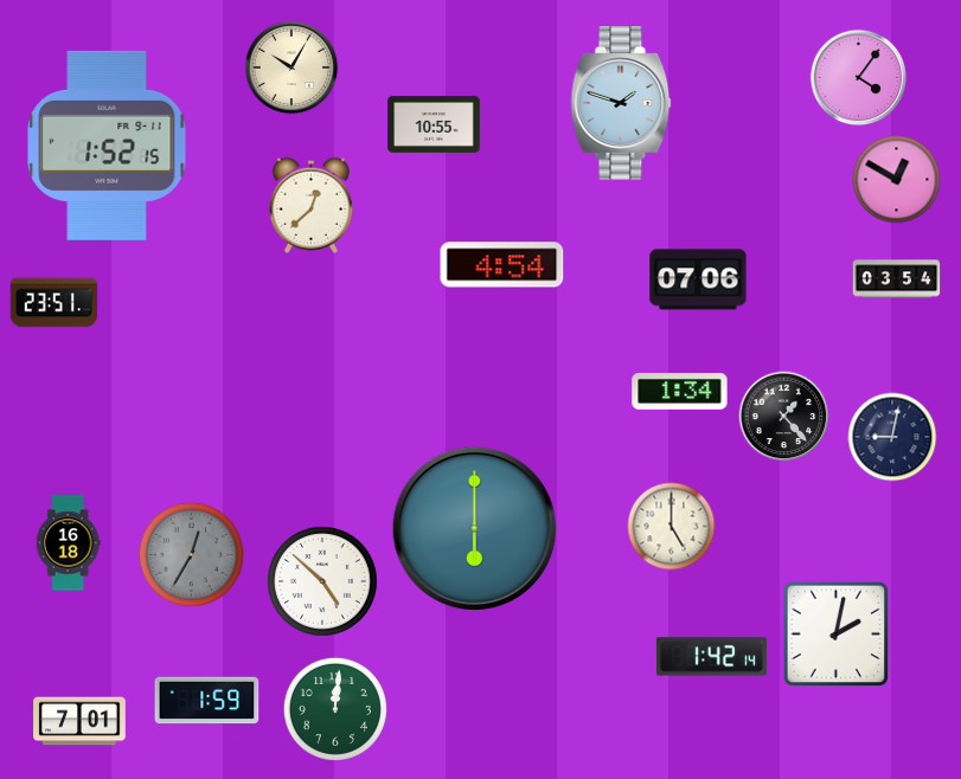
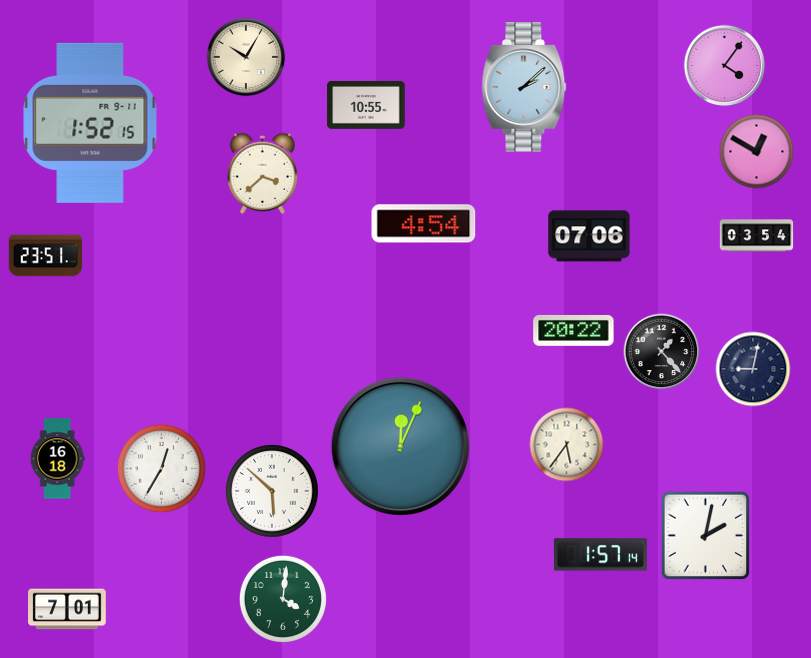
clock at (621, 103): 1:48 -> 2:08
clock at (310, 205): 12:38 -> 3:38
clock at (680, 391): 1:34 -> 20:22
clock at (672, 527): 5:00 -> 5:36
clock at (474, 528): 6:00 -> 12:04
clock at (191, 554) dial: grey -> white
clock at (323, 582): 4:52 -> 5:52
clock at (711, 657): 1:42 -> 1:57
clock at (207, 701): 1:59 -> none
clock at (335, 709): 12:01 -> 4:01
